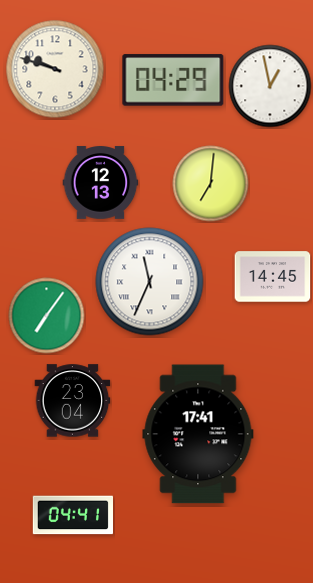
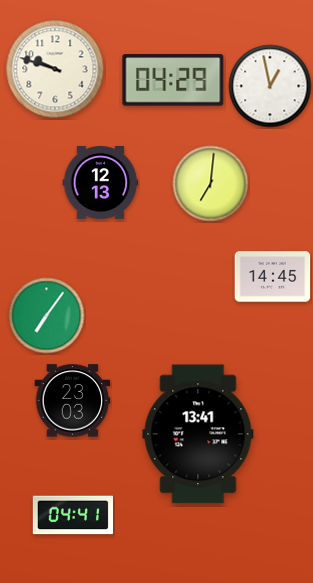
clock at (150, 282): 11:34 -> none
clock at (73, 401): 23:04 -> 23:03
clock at (198, 434): 17:41 -> 13:41
